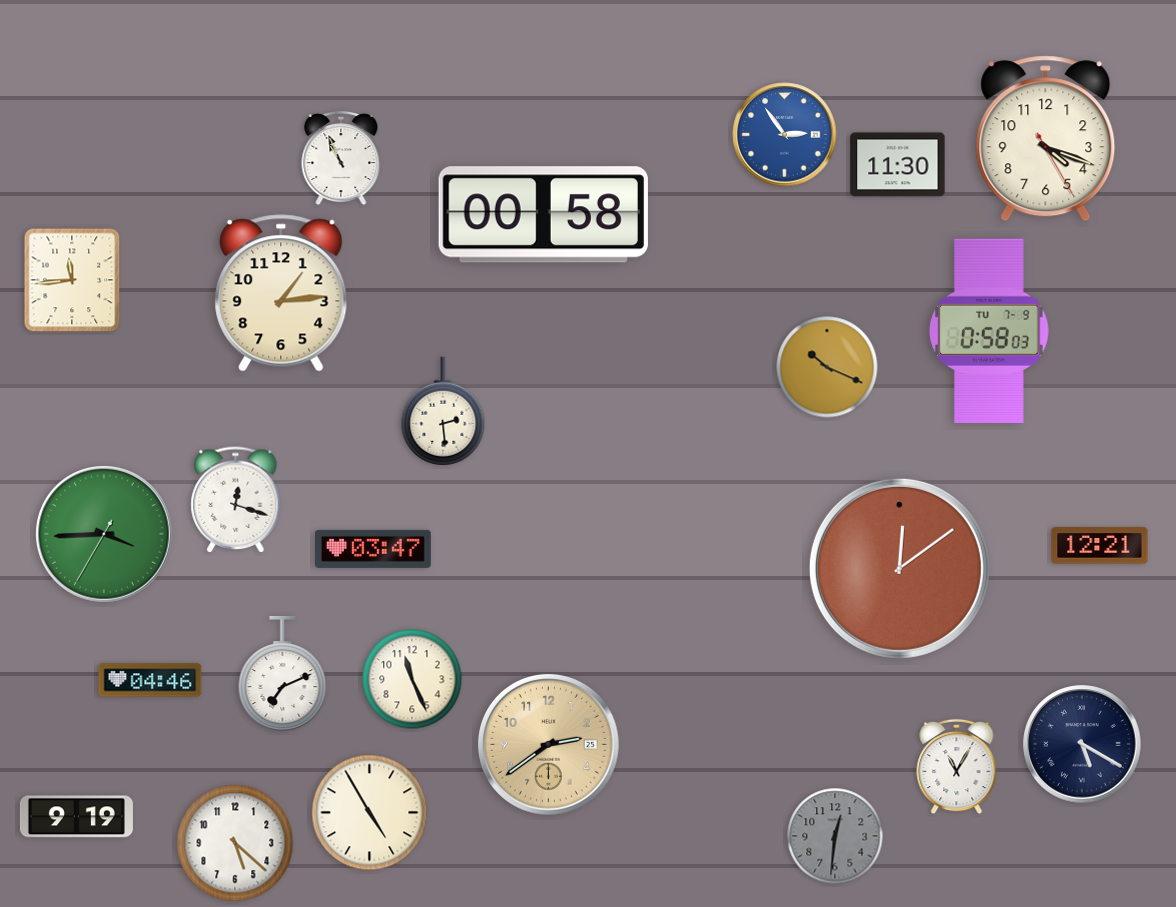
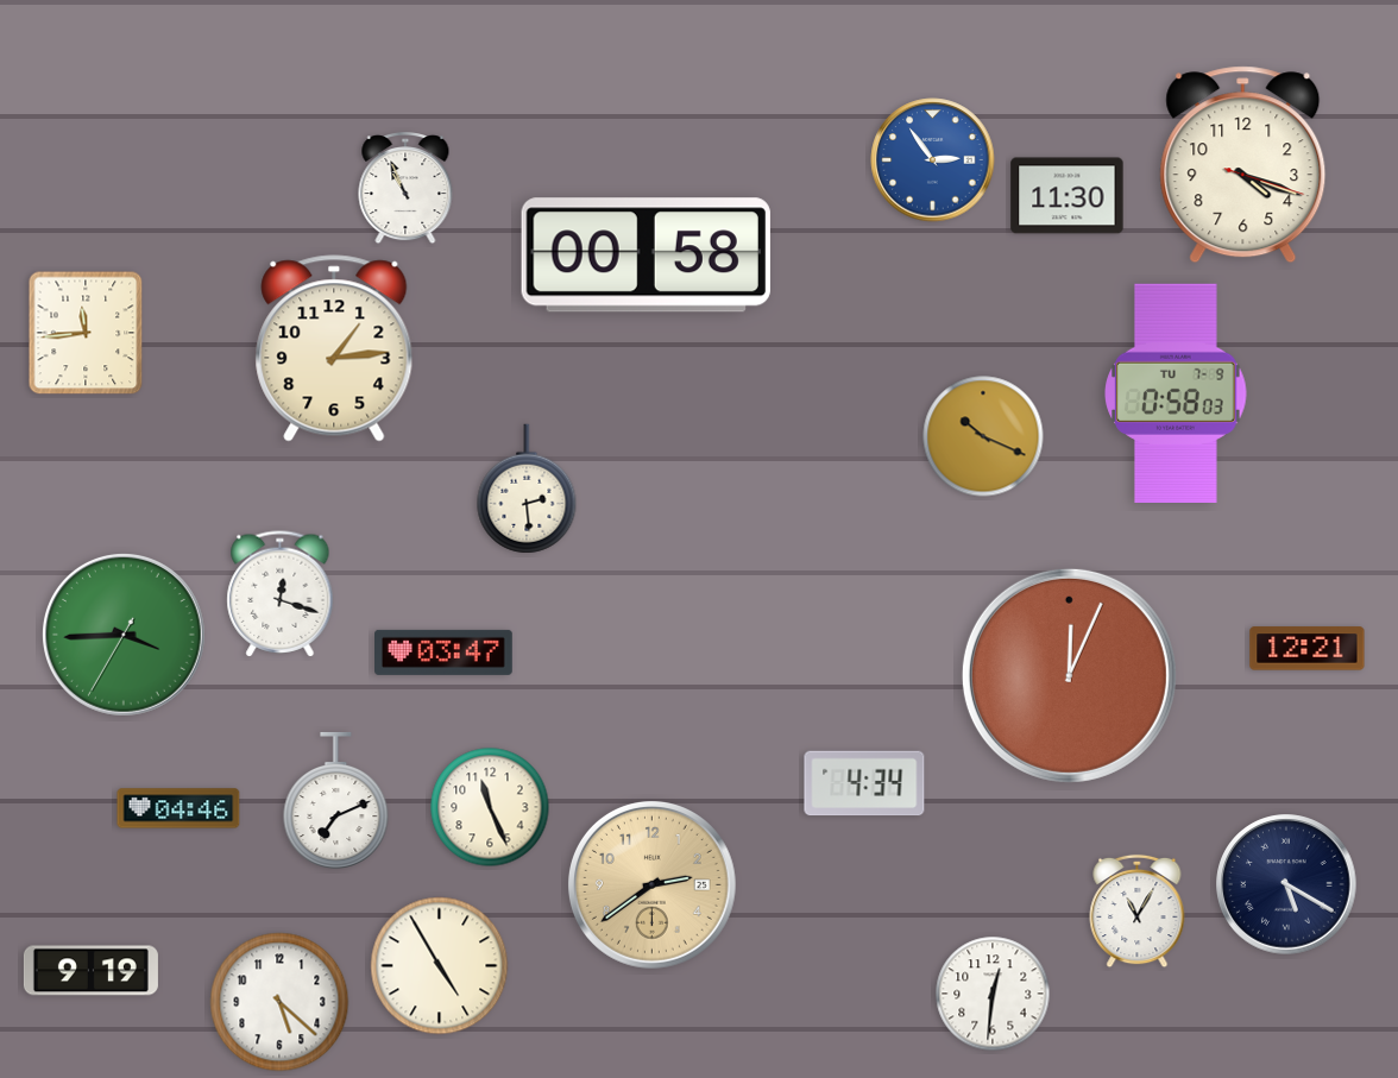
clock at (1046, 139): 4:18:25 -> 4:18:18
clock at (899, 568): 12:09 -> 12:04
clock at (864, 783): none -> 4:34
clock at (835, 836) dial: grey -> white
